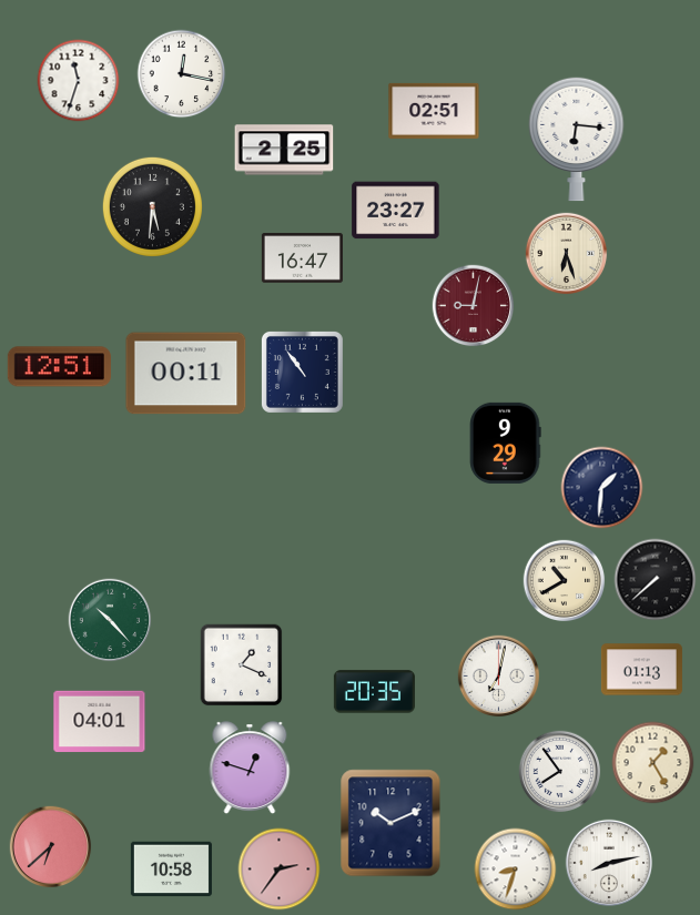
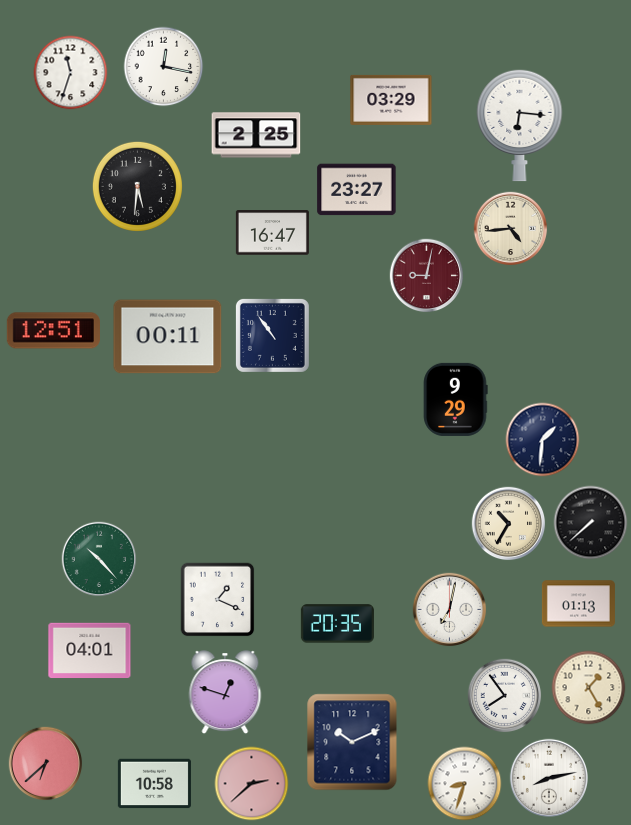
clock at (434, 111): 02:51 -> 03:29
clock at (567, 254): 6:27 -> 4:44
clock at (565, 581): 10:40 -> 10:35
clock at (280, 870): 2:36 -> 2:38
